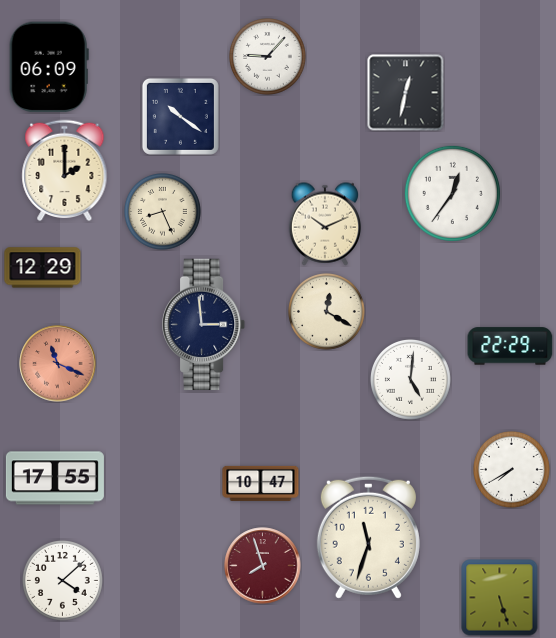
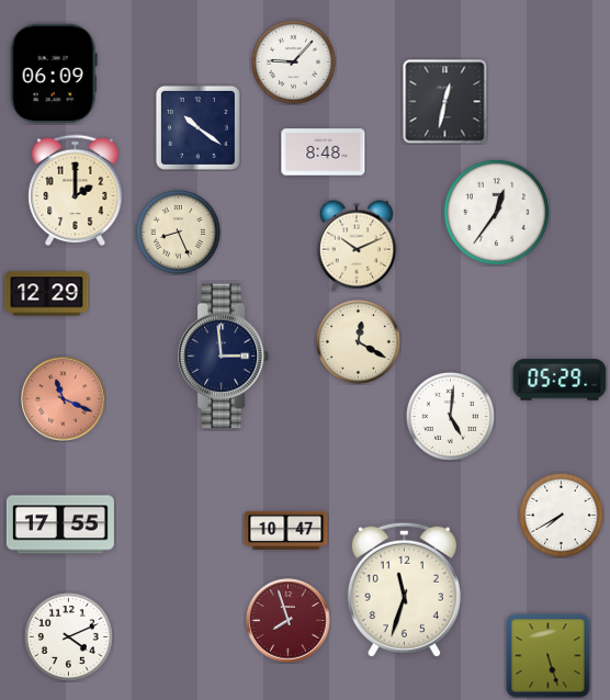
clock at (324, 153): none -> 8:48
clock at (65, 171) position: (65, 171) -> (76, 191)
clock at (510, 346): 22:29 -> 05:29
clock at (62, 580): 4:08 -> 4:11
